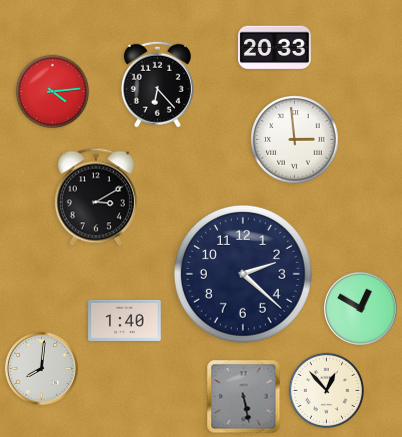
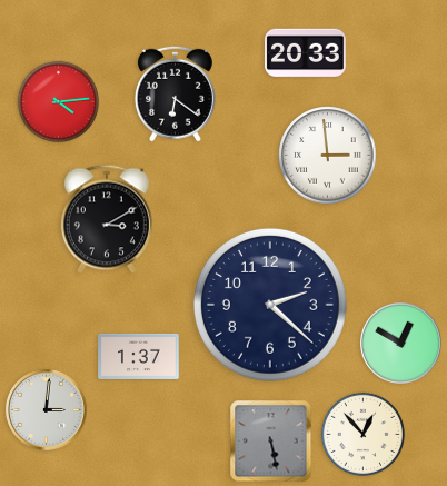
clock at (157, 84): 6:23 -> 6:21
clock at (125, 320): 1:40 -> 1:37
clock at (41, 368): 8:01 -> 3:01
